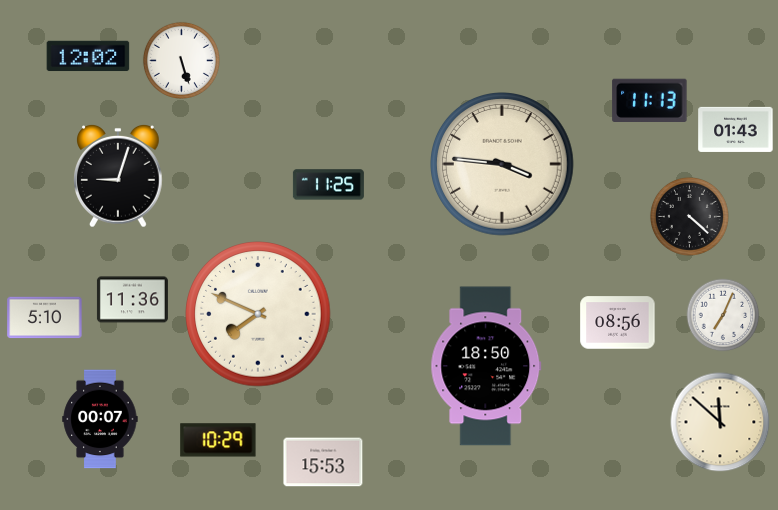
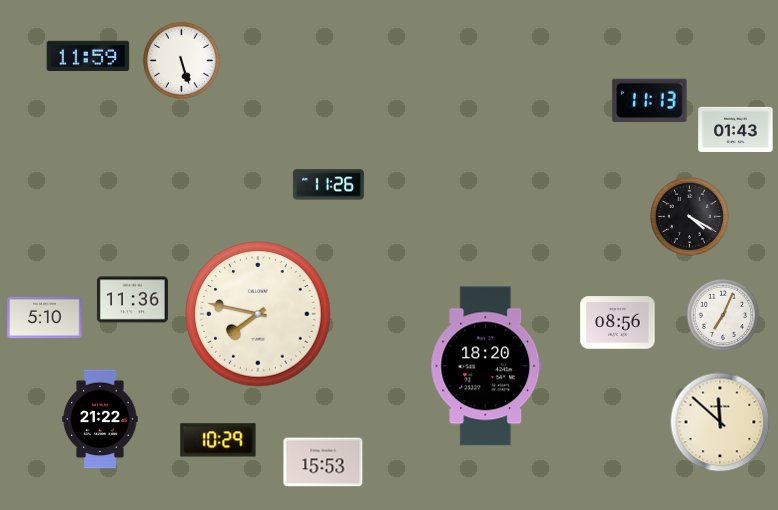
clock at (88, 56): 12:02 -> 11:59
clock at (503, 165): 3:46 -> none
clock at (119, 176): 9:03 -> none
clock at (328, 185): 11:25 -> 11:26
clock at (689, 216): 4:22 -> 4:20
clock at (258, 314): 7:49 -> 7:47
clock at (486, 366): 18:50 -> 18:20
clock at (100, 419): 00:07 -> 21:22
